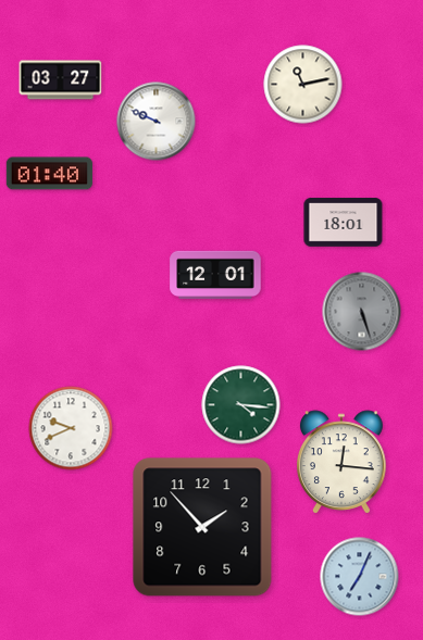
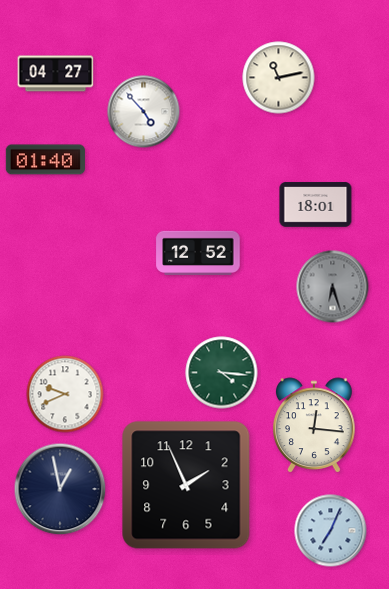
clock at (61, 80): 03:27 -> 04:27
clock at (157, 122): 9:49 -> 4:53
clock at (215, 274): 12:01 -> 12:52
clock at (362, 312): 5:27 -> 6:27
clock at (202, 527): 1:53 -> 1:56
clock at (60, 489): none -> 12:58
